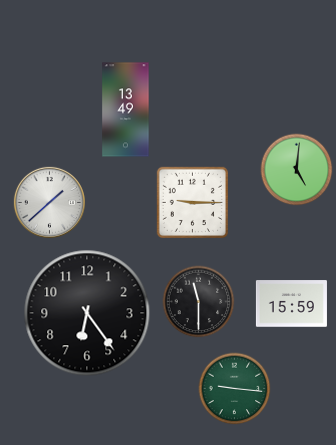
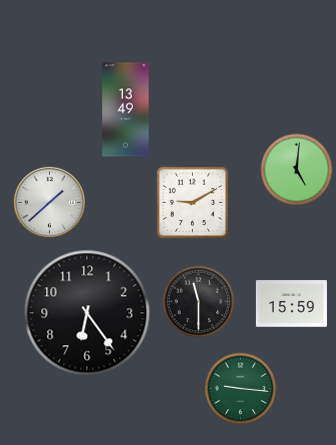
clock at (192, 202): 9:15 -> 9:10
clock at (235, 389) position: (235, 389) -> (241, 389)
